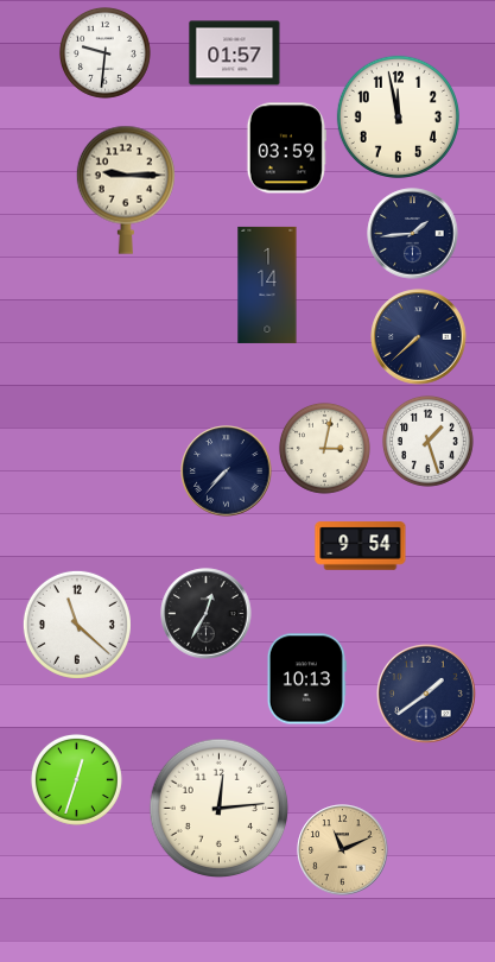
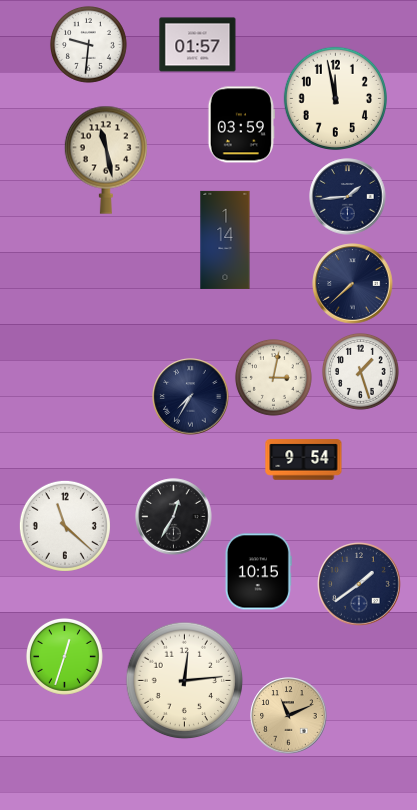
clock at (126, 190): 9:15 -> 11:28
clock at (227, 471): 7:37 -> 7:35
clock at (306, 679): 10:13 -> 10:15
